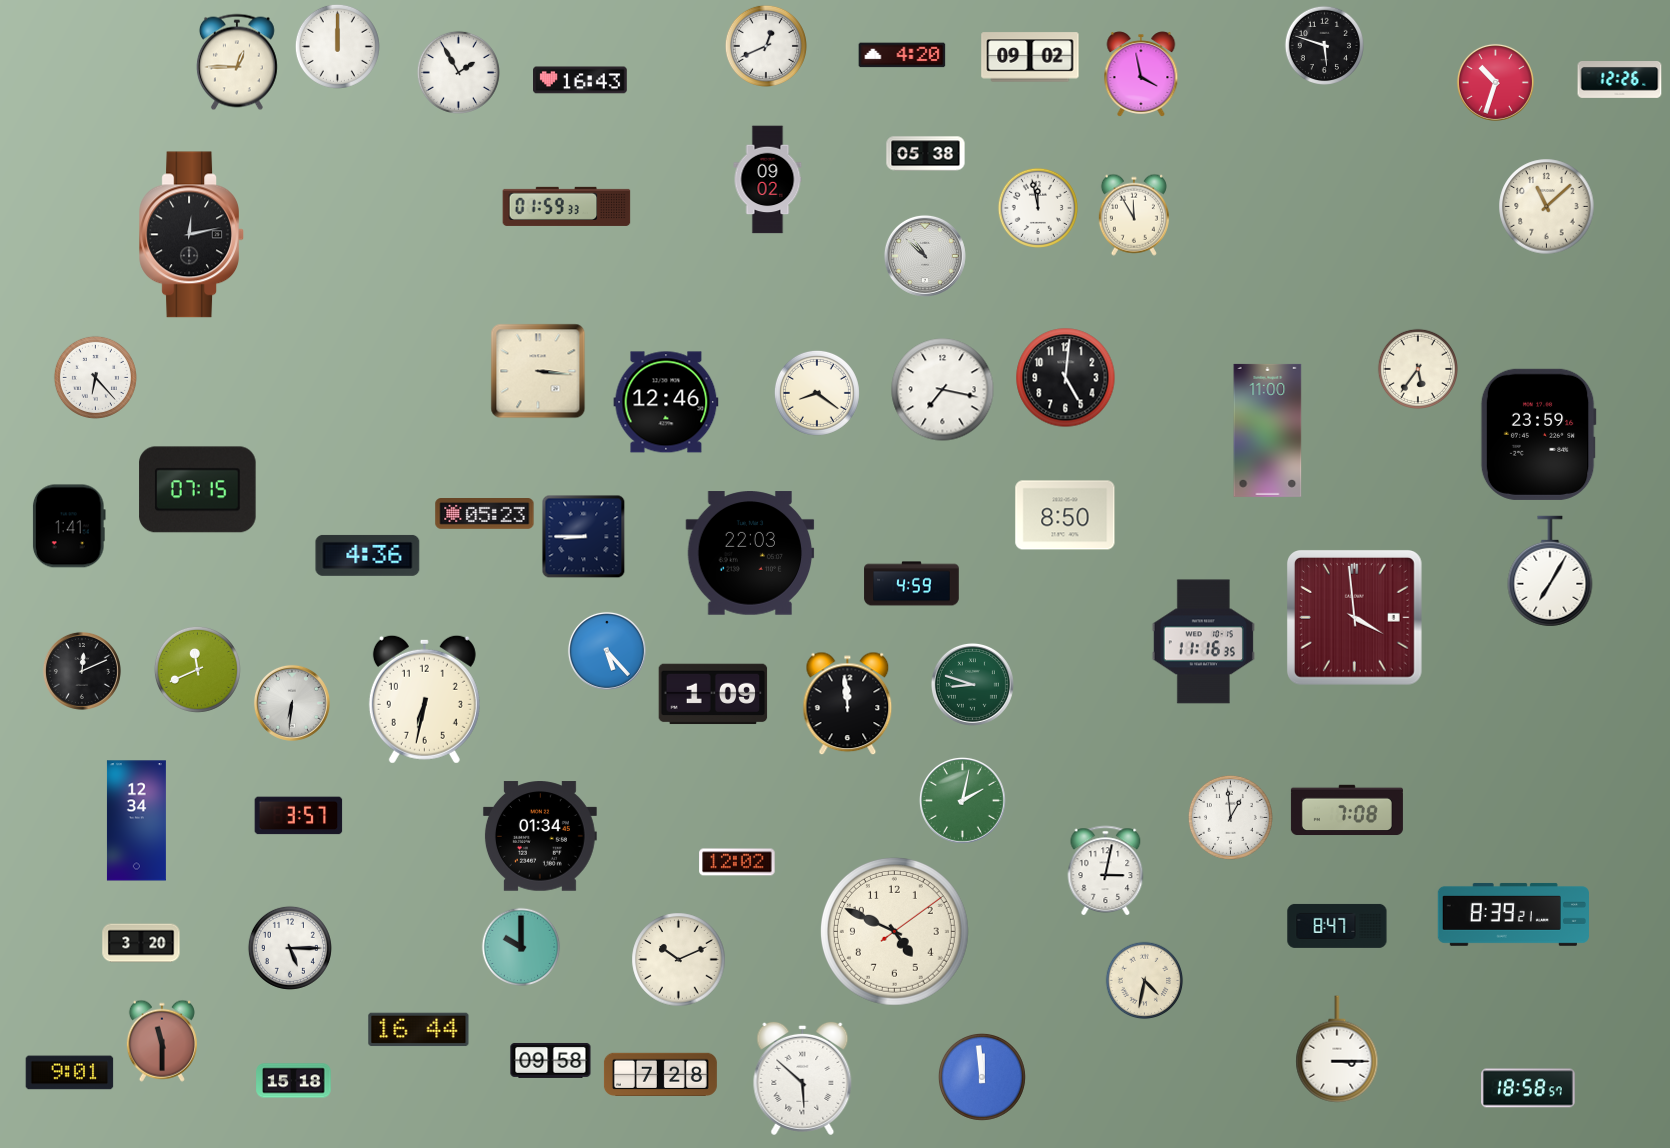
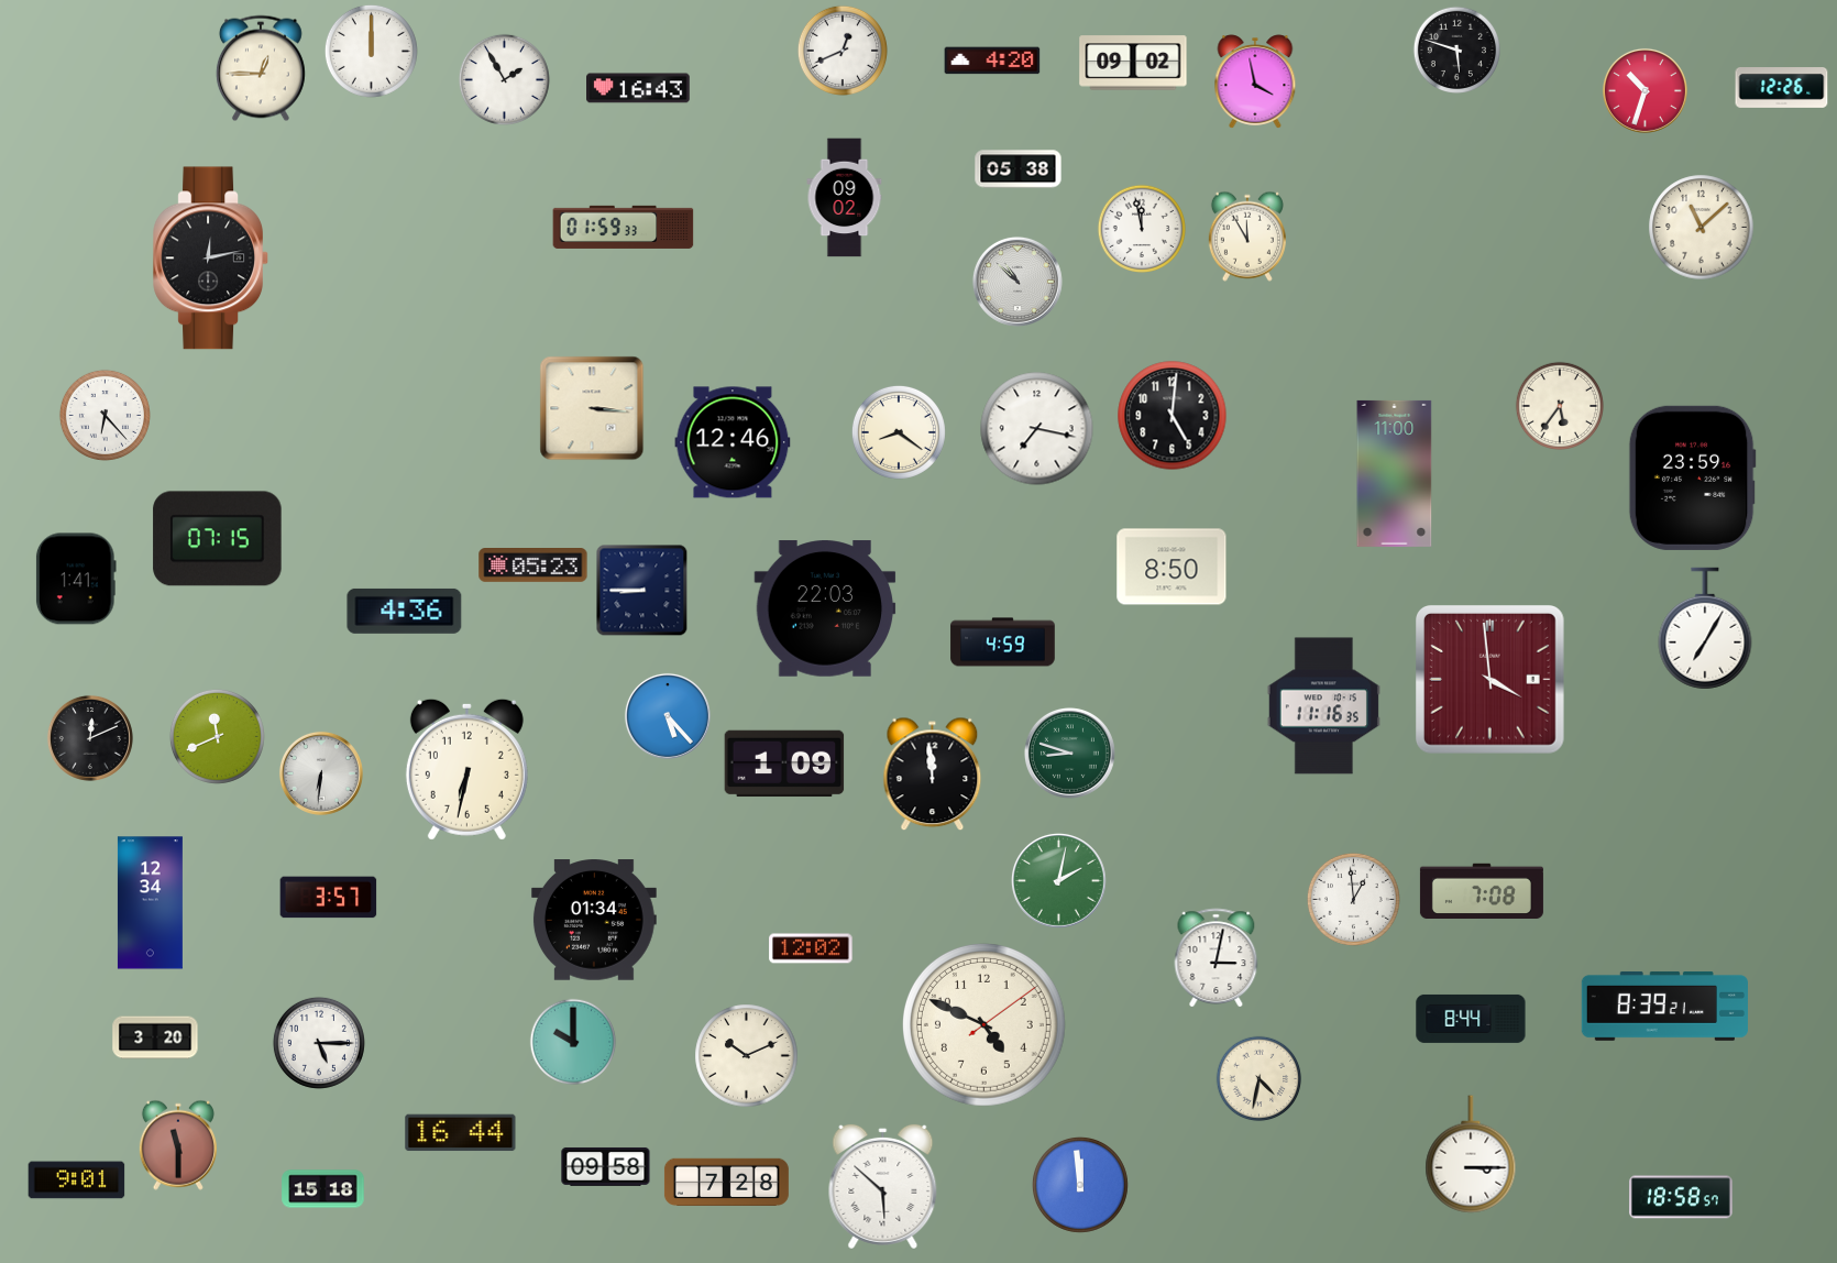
clock at (1337, 926): 8:47 -> 8:44
